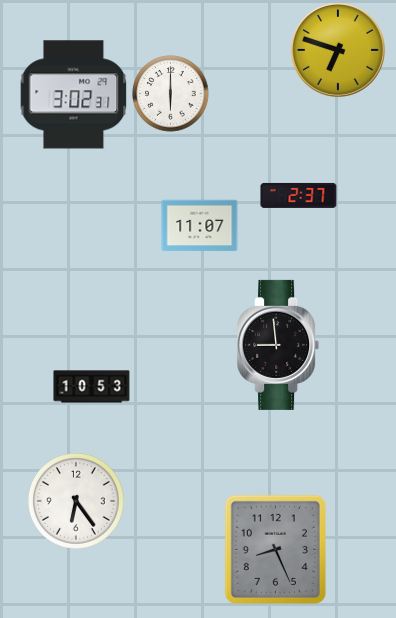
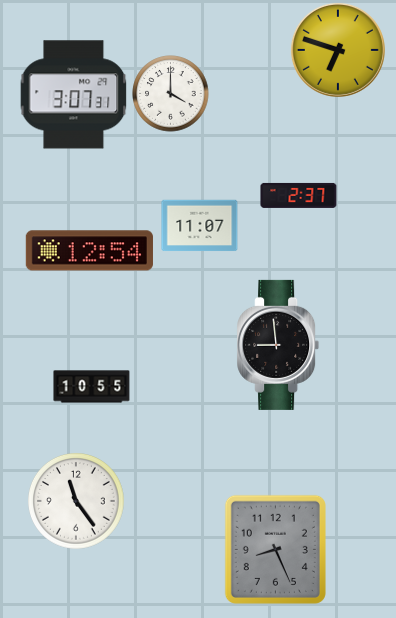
clock at (171, 94): 6:00 -> 4:00
clock at (74, 95): 3:02 -> 3:07
clock at (89, 251): none -> 12:54
clock at (92, 387): 10:53 -> 10:55
clock at (77, 502): 6:24 -> 11:24
